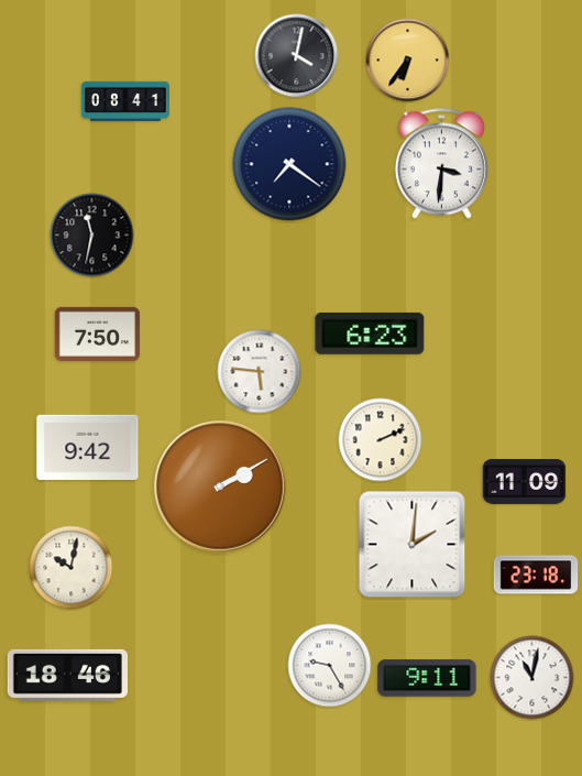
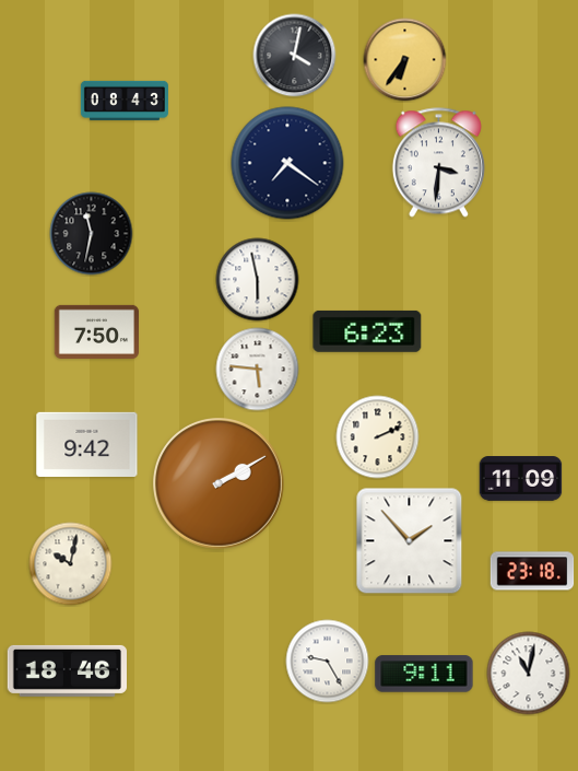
clock at (125, 101): 08:41 -> 08:43
clock at (258, 280): none -> 5:58
clock at (413, 545): 2:01 -> 1:53
